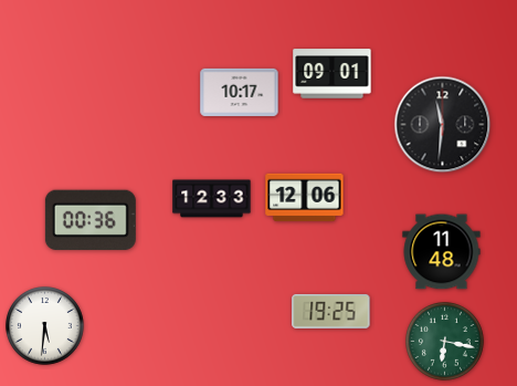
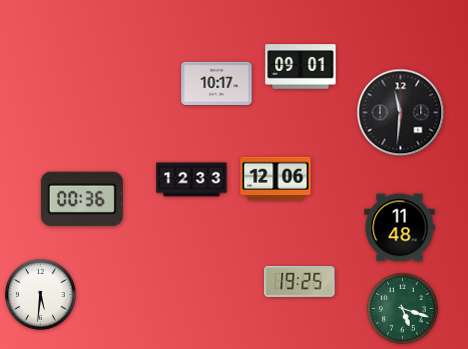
clock at (445, 342): 6:17 -> 5:18
